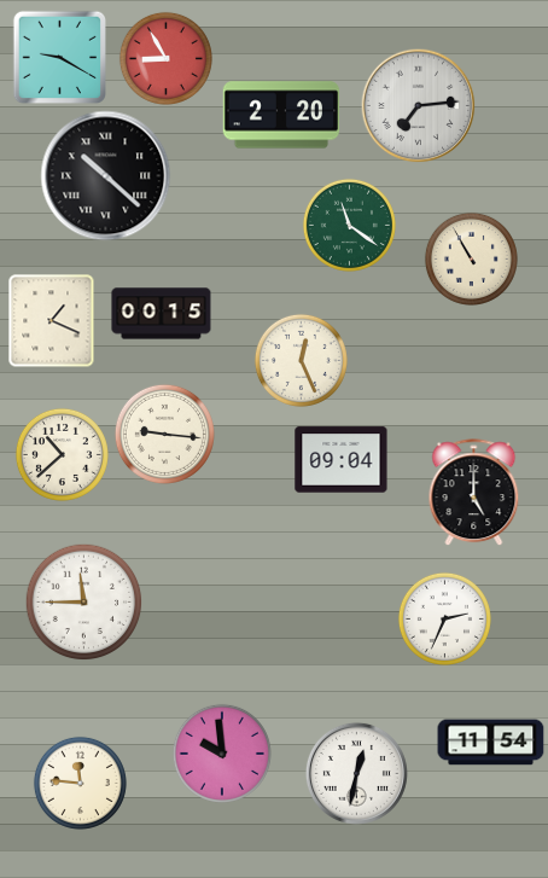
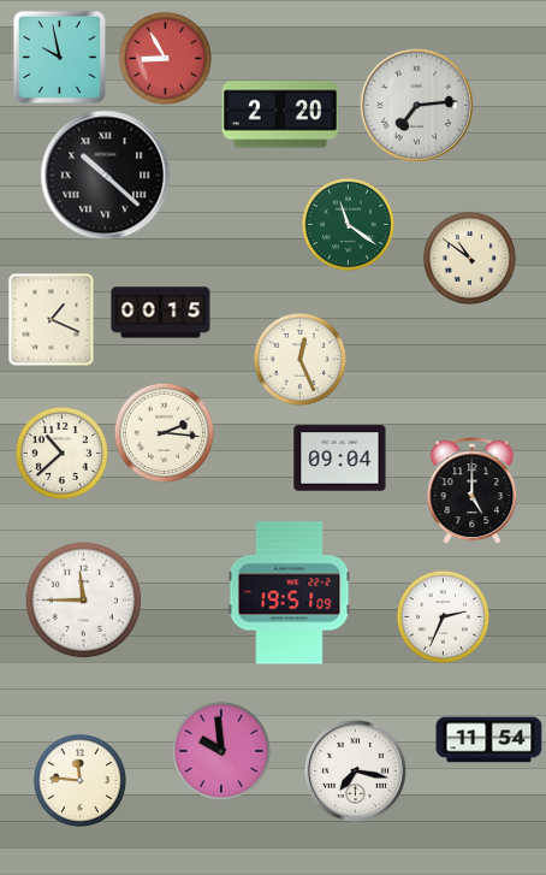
clock at (59, 57): 9:20 -> 9:58
clock at (471, 258): 10:55 -> 10:51
clock at (164, 434): 9:16 -> 2:16
clock at (290, 593): none -> 19:51
clock at (356, 773): 12:32 -> 7:17
